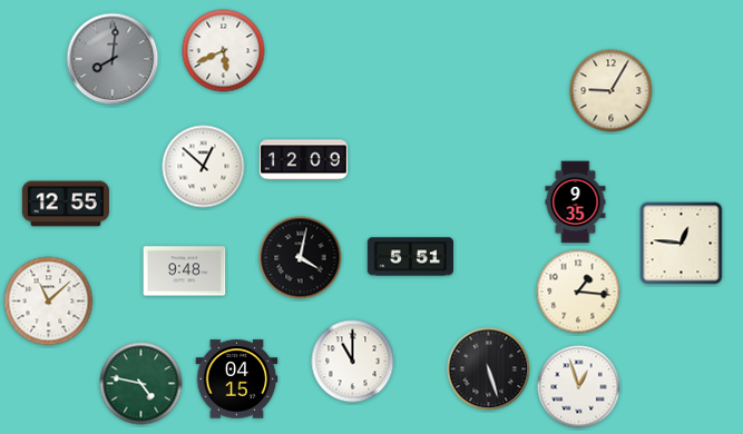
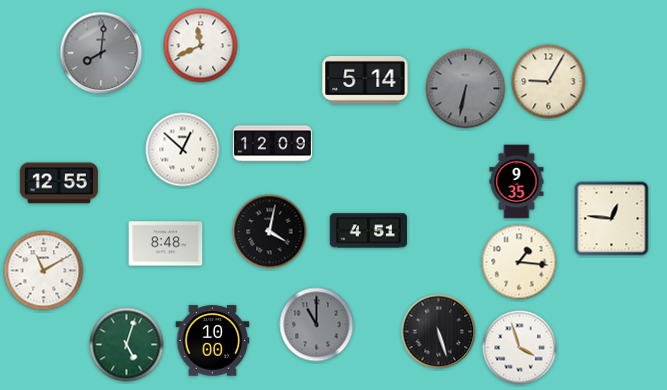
clock at (224, 51): 5:41 -> 11:41
clock at (365, 81): none -> 5:14
clock at (466, 89): none -> 6:32
clock at (410, 257): 5:51 -> 4:51
clock at (185, 272): 9:48 -> 8:48
clock at (49, 302): 11:08 -> 11:10
clock at (353, 362) dial: white -> grey
clock at (237, 379): 04:15 -> 10:00
clock at (141, 384): 4:47 -> 5:03
clock at (579, 387): 12:57 -> 3:57
